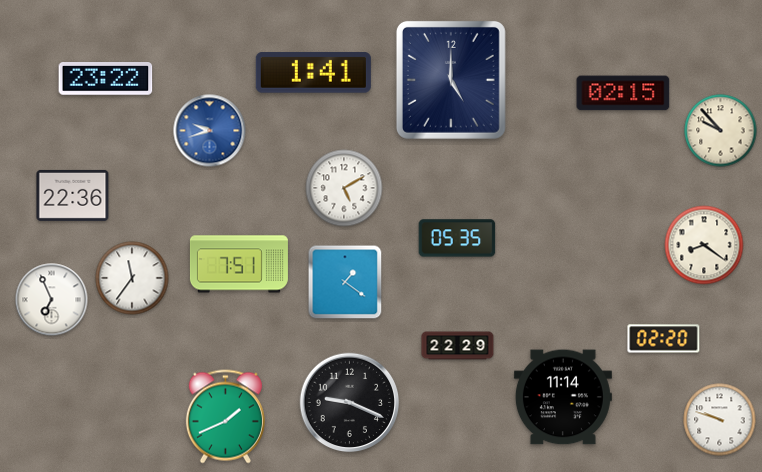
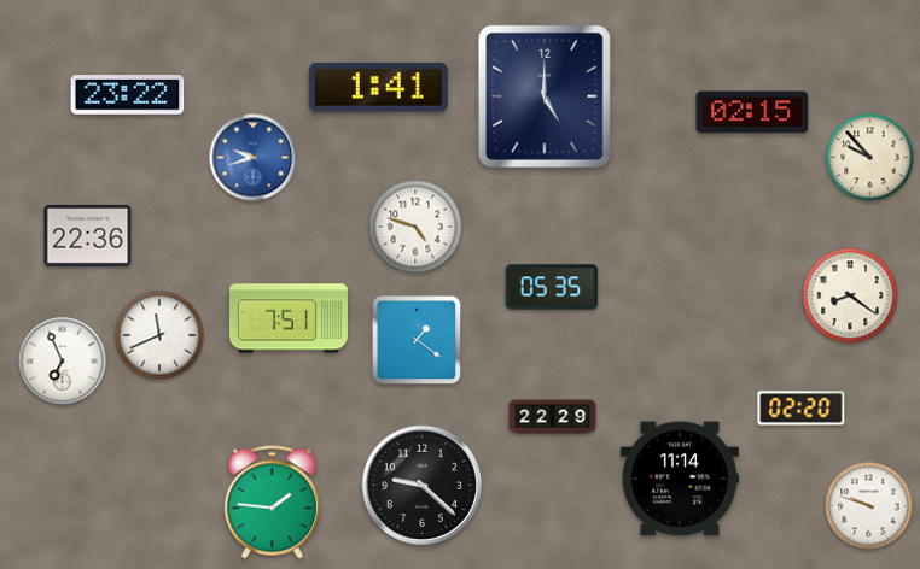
clock at (344, 188): 5:10 -> 4:48
clock at (132, 278): 11:36 -> 11:41
clock at (350, 403): 9:19 -> 9:22
clock at (225, 417): 1:41 -> 1:46
